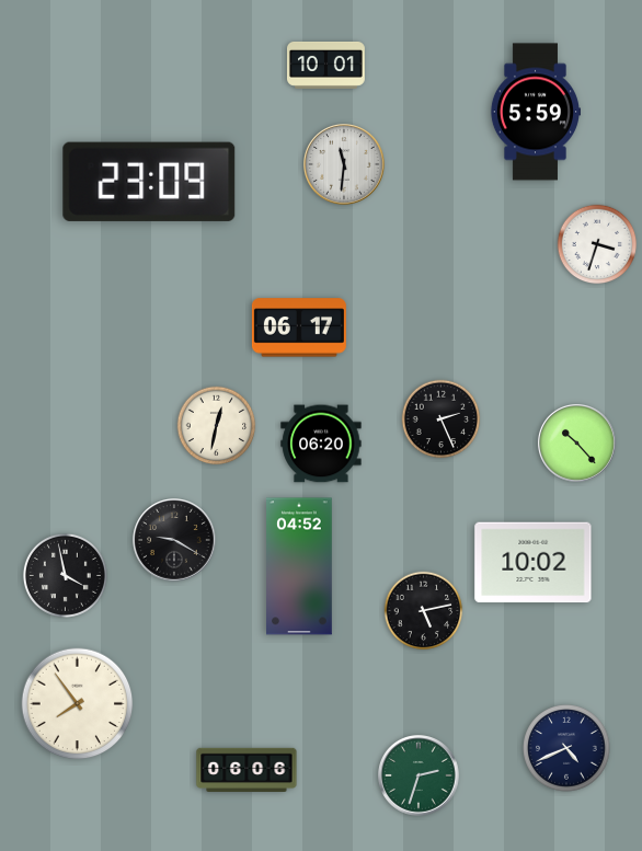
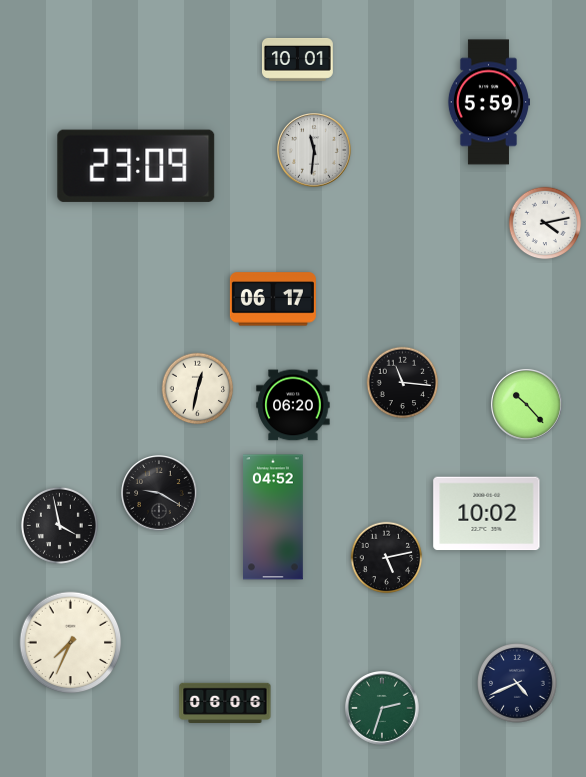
clock at (597, 244): 3:33 -> 4:13
clock at (442, 419): 2:26 -> 11:16
clock at (78, 704): 7:54 -> 7:34
